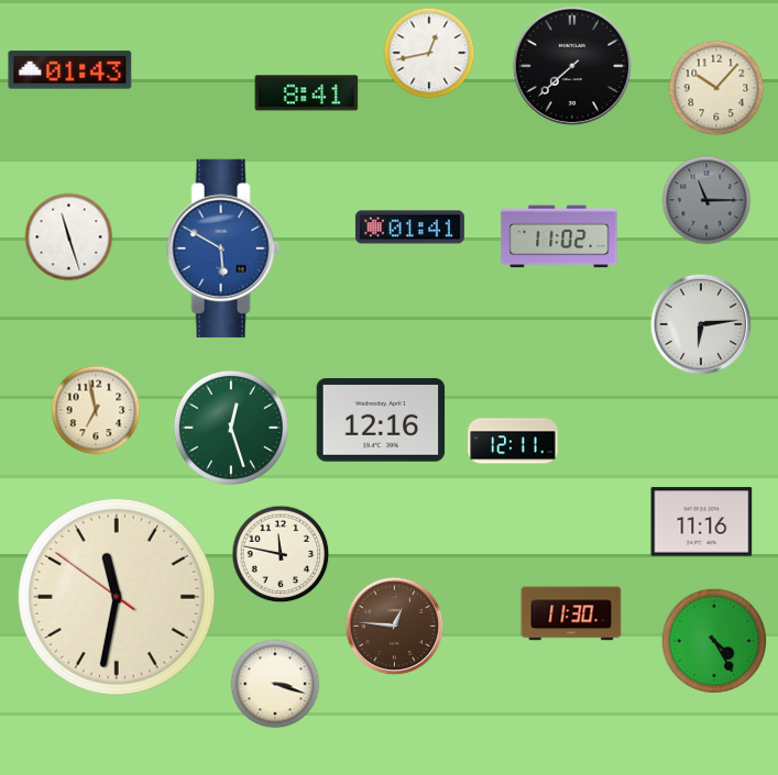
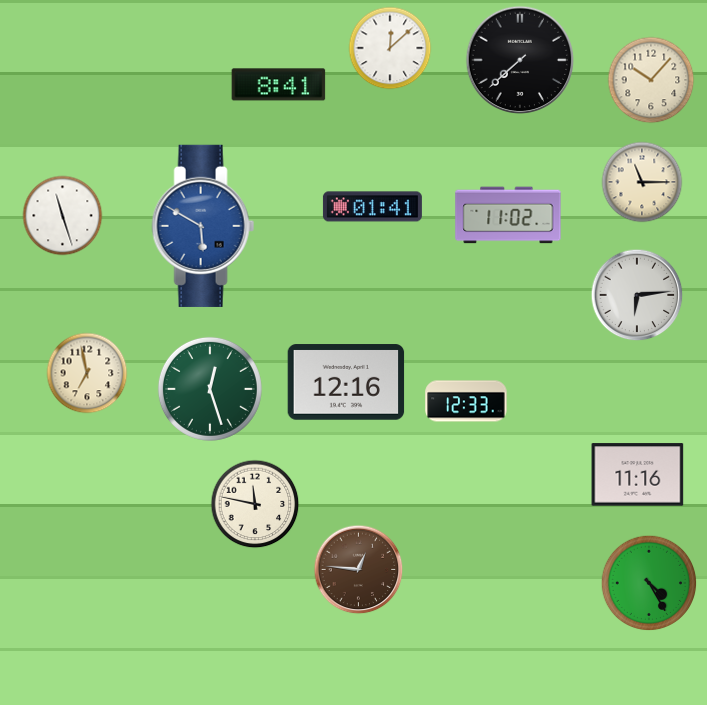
clock at (429, 53): 12:43 -> 12:08
clock at (70, 70): 01:43 -> none
clock at (706, 200) dial: grey -> cream
clock at (513, 441): 12:11 -> 12:33
clock at (117, 597): 11:31 -> none
clock at (571, 613): 11:30 -> none
clock at (275, 684): 3:18 -> none
